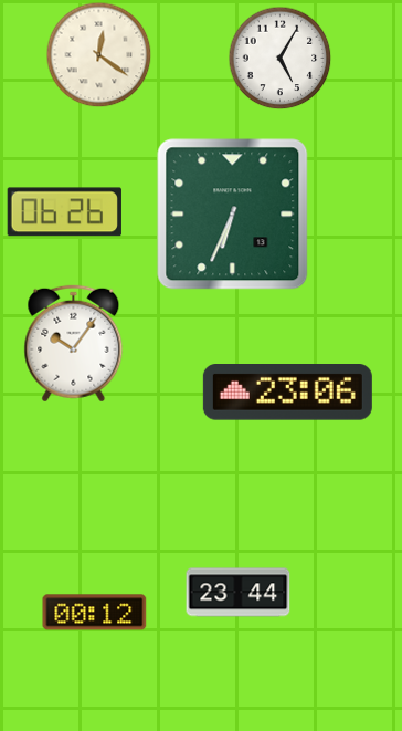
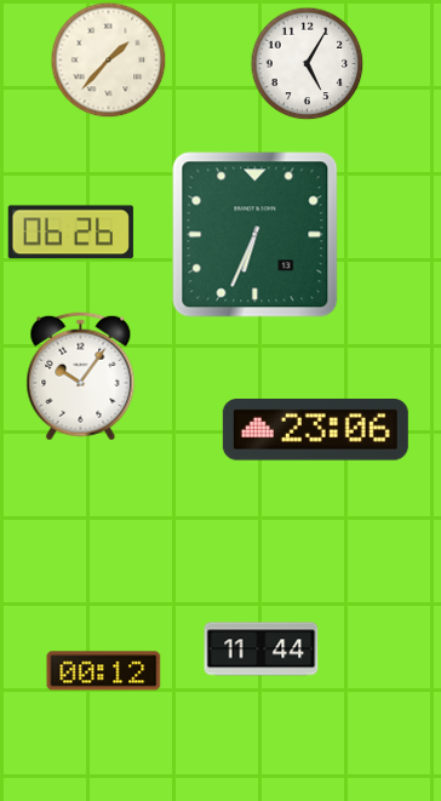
clock at (98, 54): 12:21 -> 1:37
clock at (239, 593): 23:44 -> 11:44
